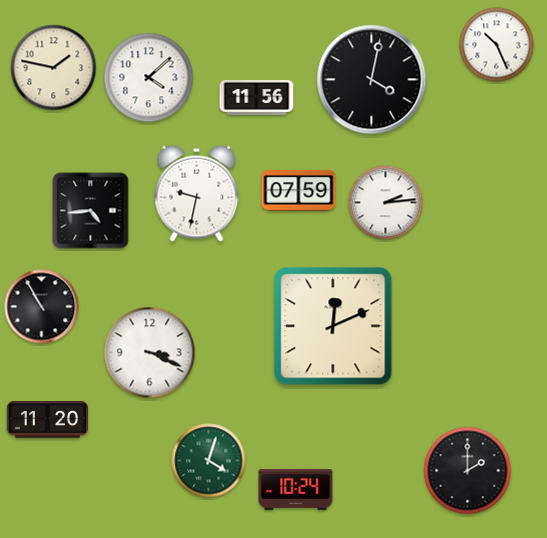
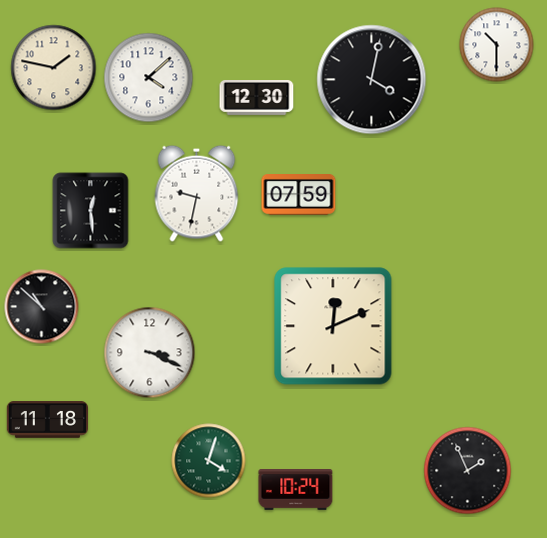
clock at (497, 45): 10:26 -> 10:30
clock at (257, 98): 11:56 -> 12:30
clock at (299, 191) position: (299, 191) -> (299, 195)
clock at (386, 203): 2:14 -> none
clock at (91, 211): 4:44 -> 12:29
clock at (42, 307): 10:55 -> 10:52
clock at (47, 420): 11:20 -> 11:18
clock at (468, 471): 2:00 -> 1:56
